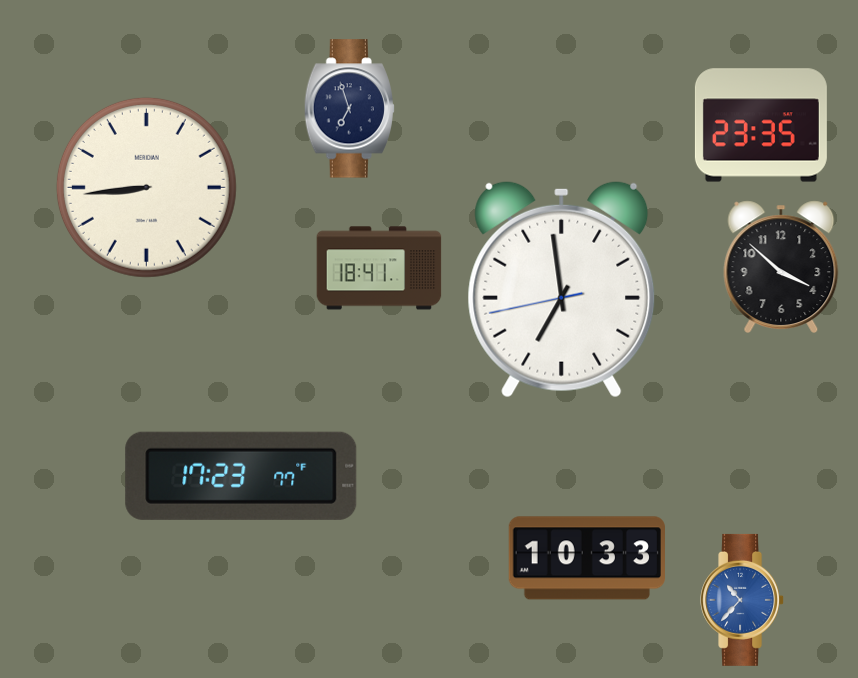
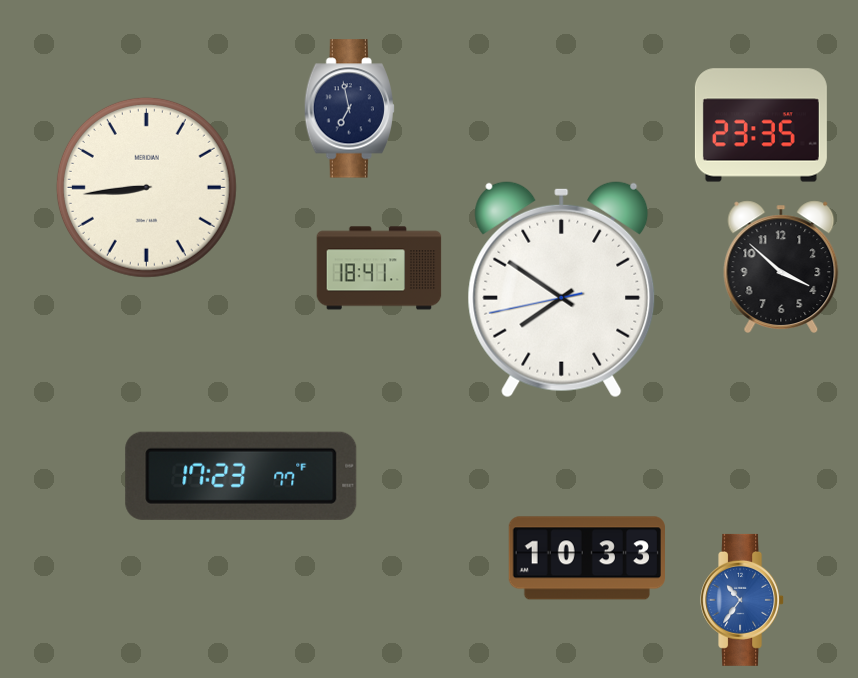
clock at (349, 109): 6:57 -> 6:58
clock at (562, 289): 6:58 -> 7:50
clock at (743, 600): 10:37 -> 10:36
